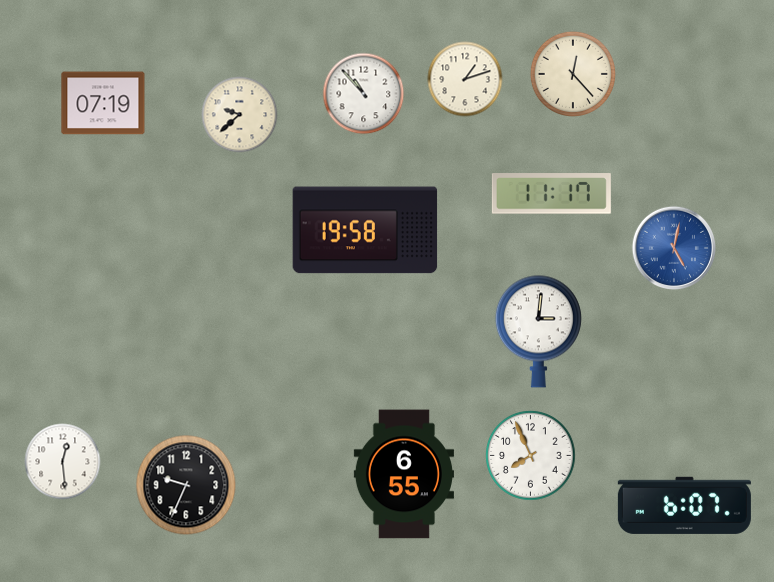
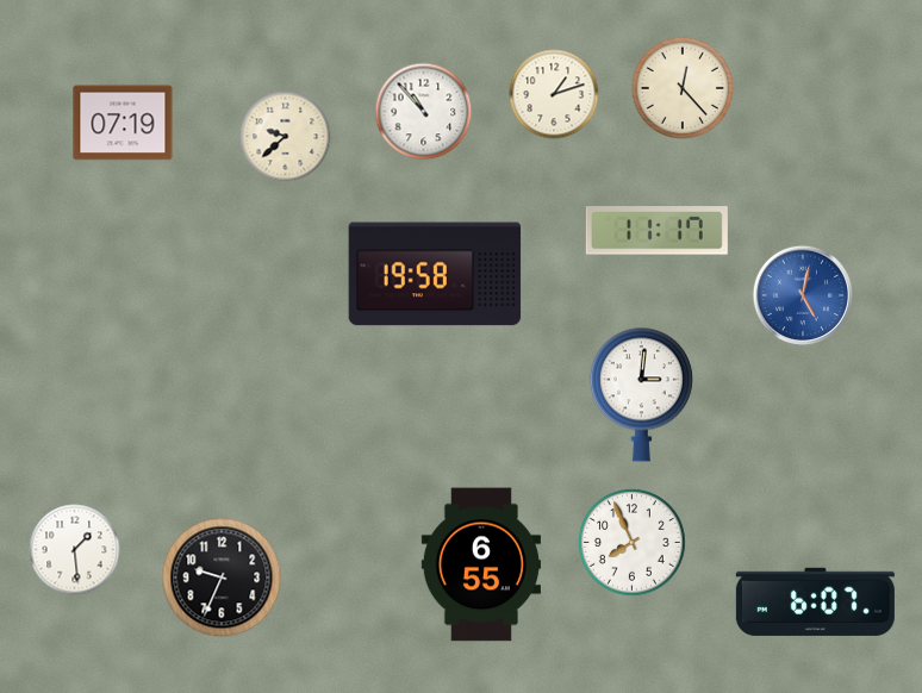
clock at (364, 94) position: (364, 94) -> (424, 112)
clock at (63, 462): 12:29 -> 1:29
